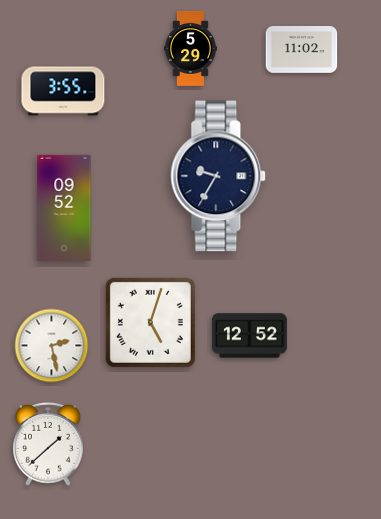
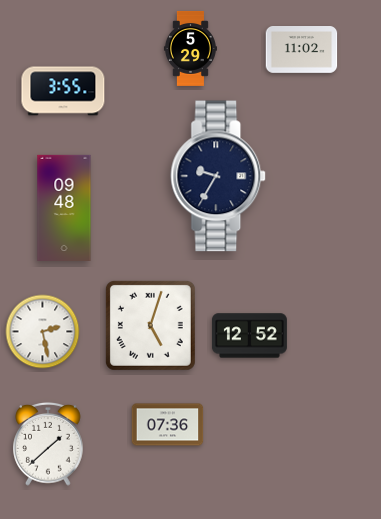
clock at (64, 208): 09:52 -> 09:48
clock at (150, 322) position: (150, 322) -> (150, 325)
clock at (52, 346) position: (52, 346) -> (43, 332)
clock at (168, 425): none -> 07:36
